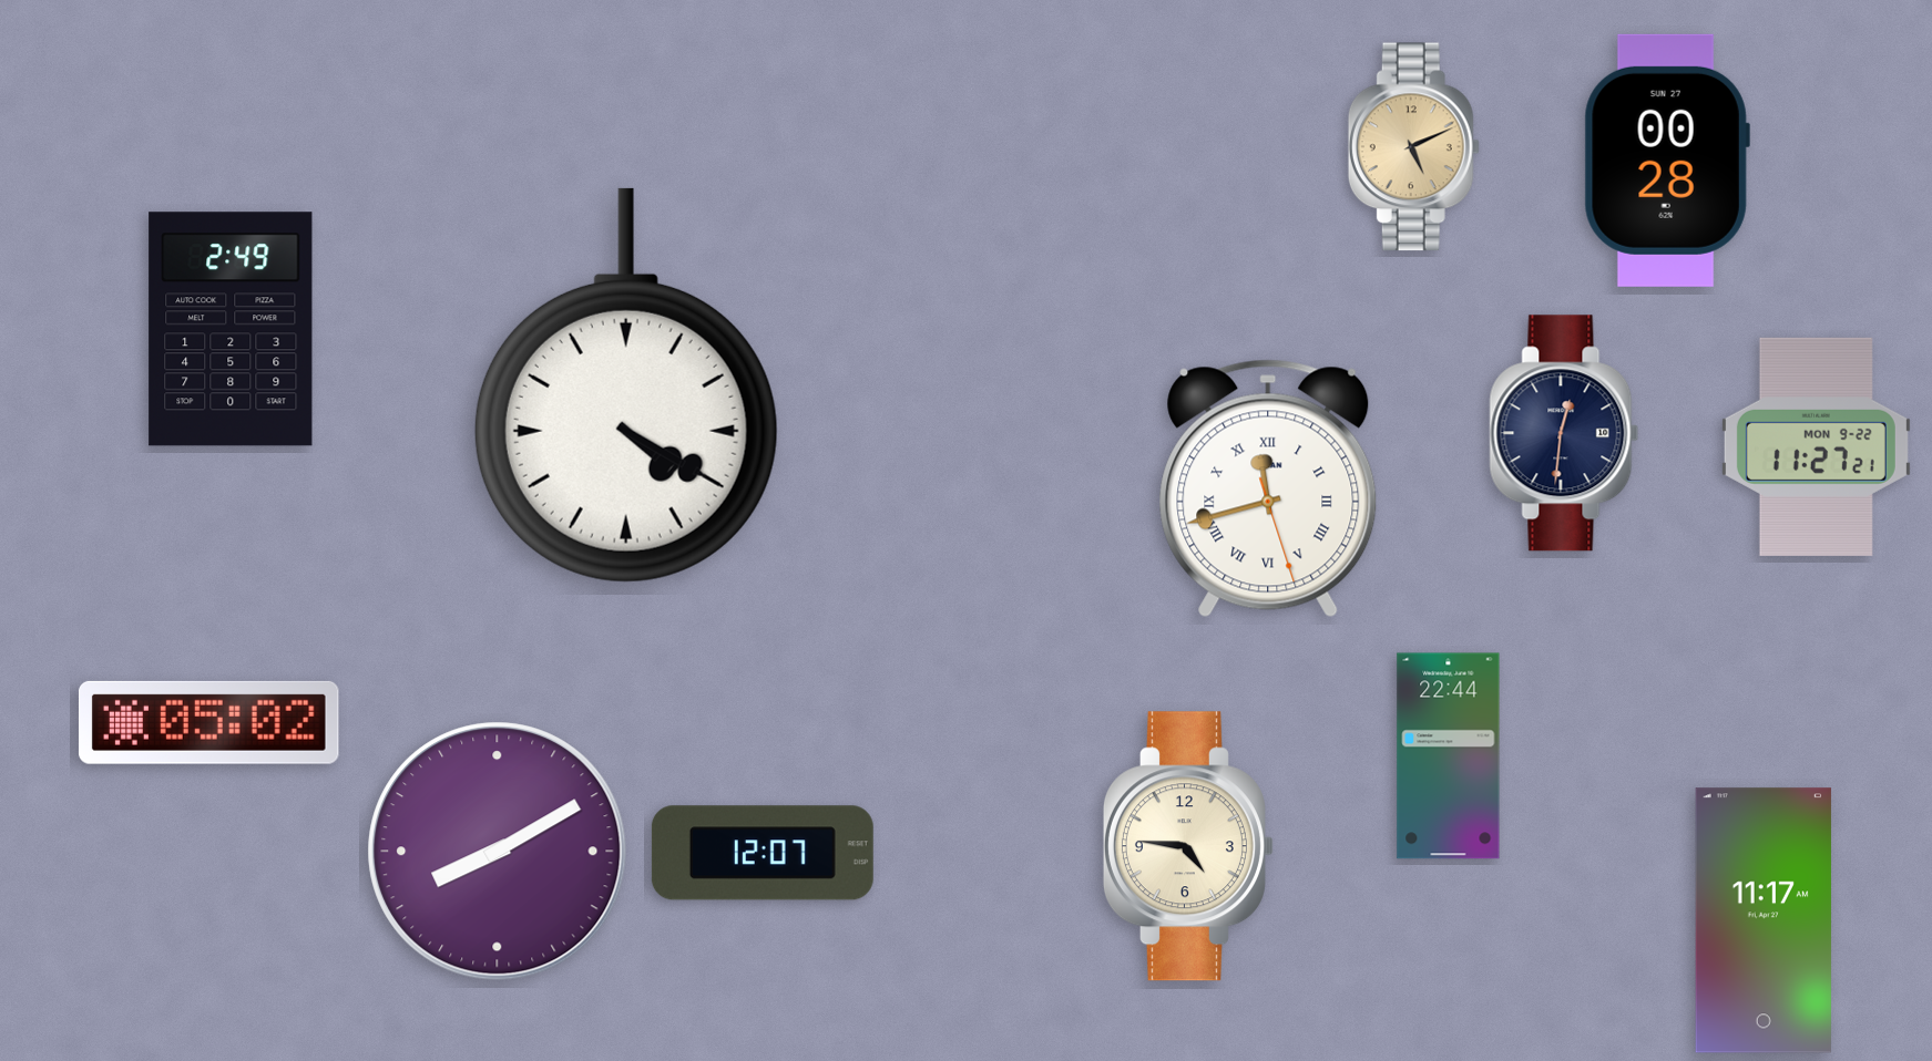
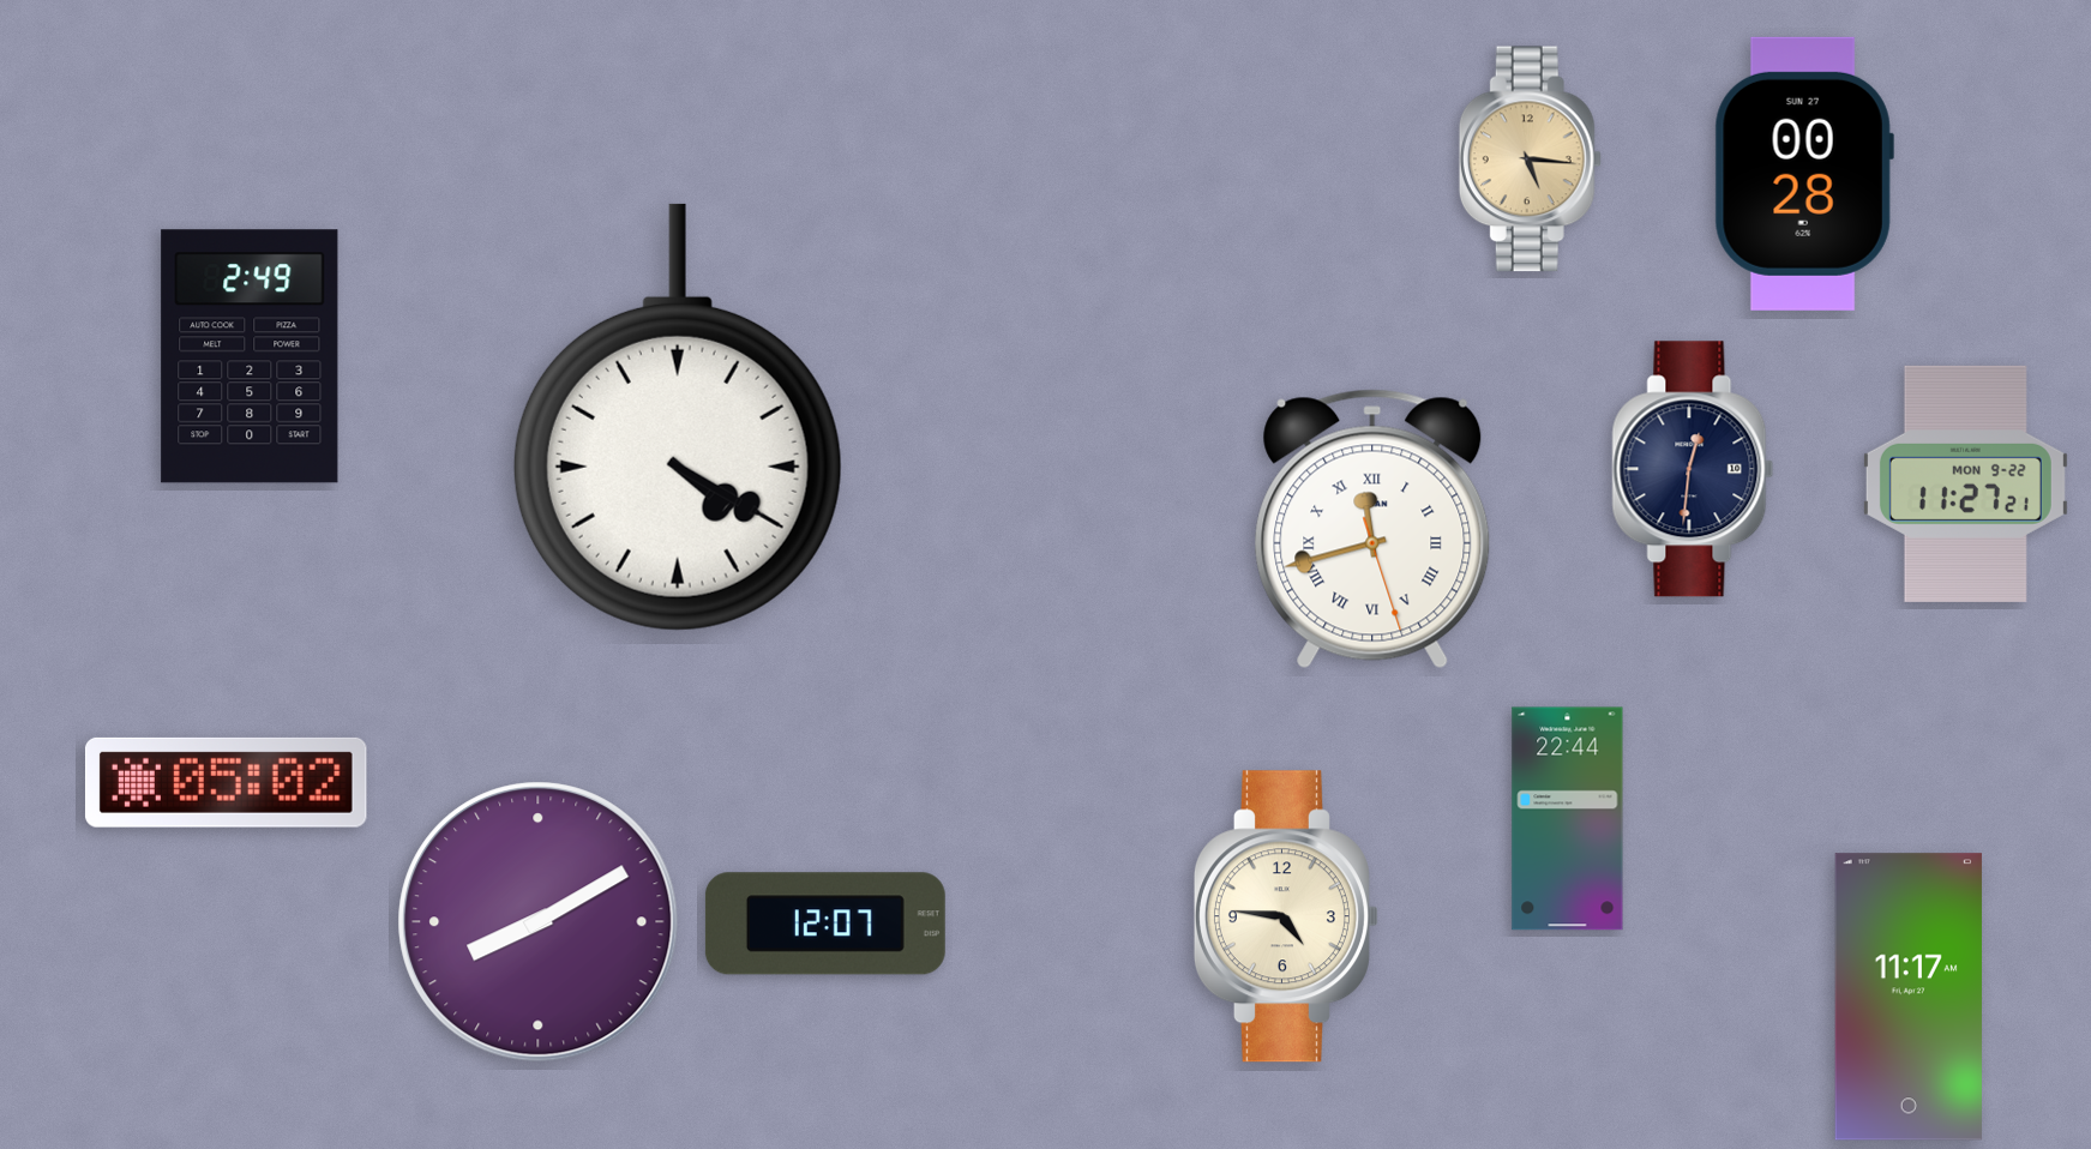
clock at (1413, 147): 5:11 -> 5:16
